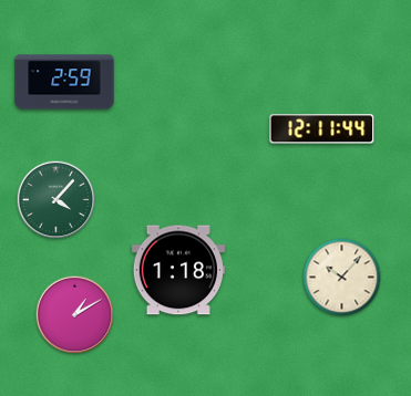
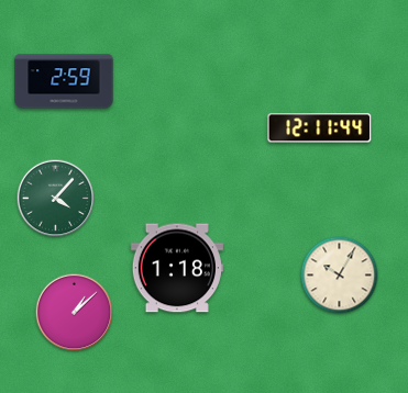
clock at (342, 278): 10:07 -> 10:05
clock at (75, 315): 1:10 -> 1:08
